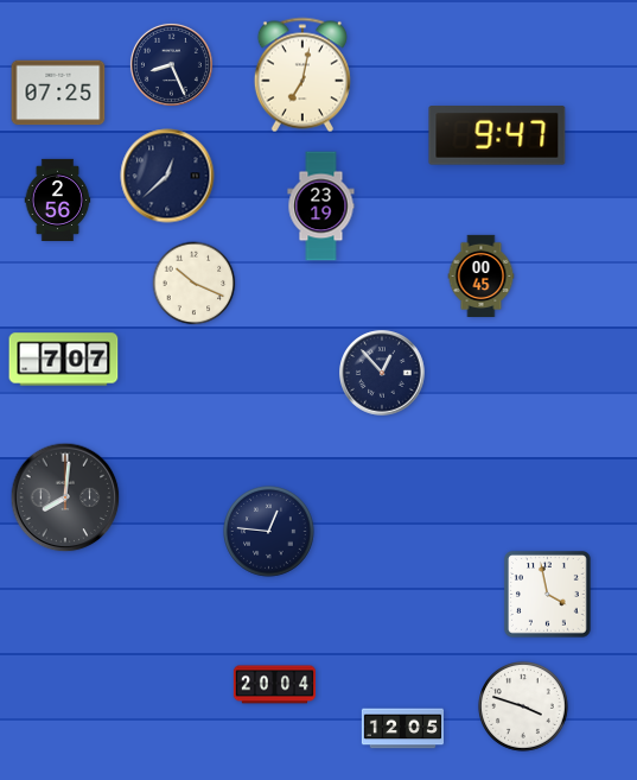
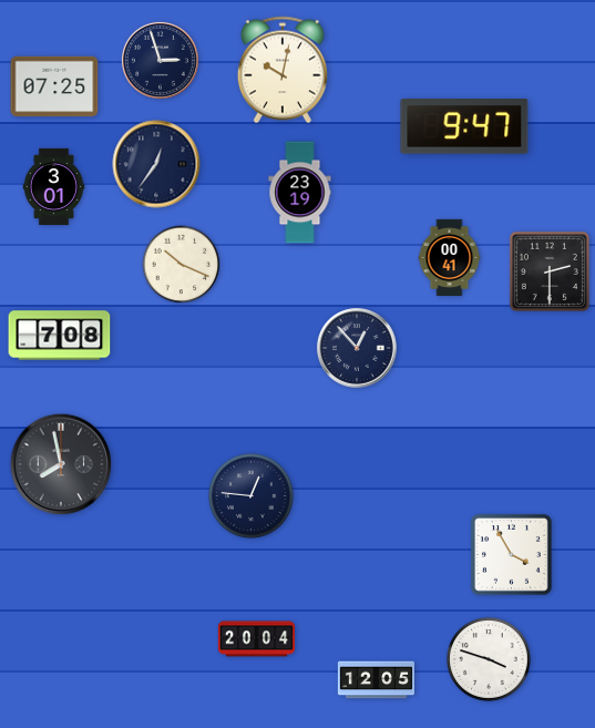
clock at (171, 64): 8:26 -> 2:57
clock at (302, 75): 7:02 -> 10:02
clock at (167, 176): 12:38 -> 12:36
clock at (58, 199): 2:56 -> 3:01
clock at (482, 275): 00:45 -> 00:41
clock at (550, 271): none -> 2:30
clock at (64, 360): 7:07 -> 7:08
clock at (65, 497): 8:01 -> 7:58
clock at (548, 595): 3:58 -> 3:55
